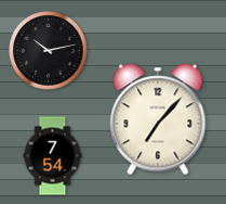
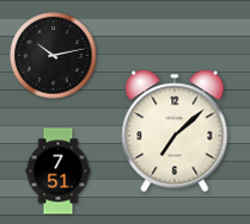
clock at (158, 119): 7:07 -> 7:08
clock at (53, 156): 7:54 -> 7:51
